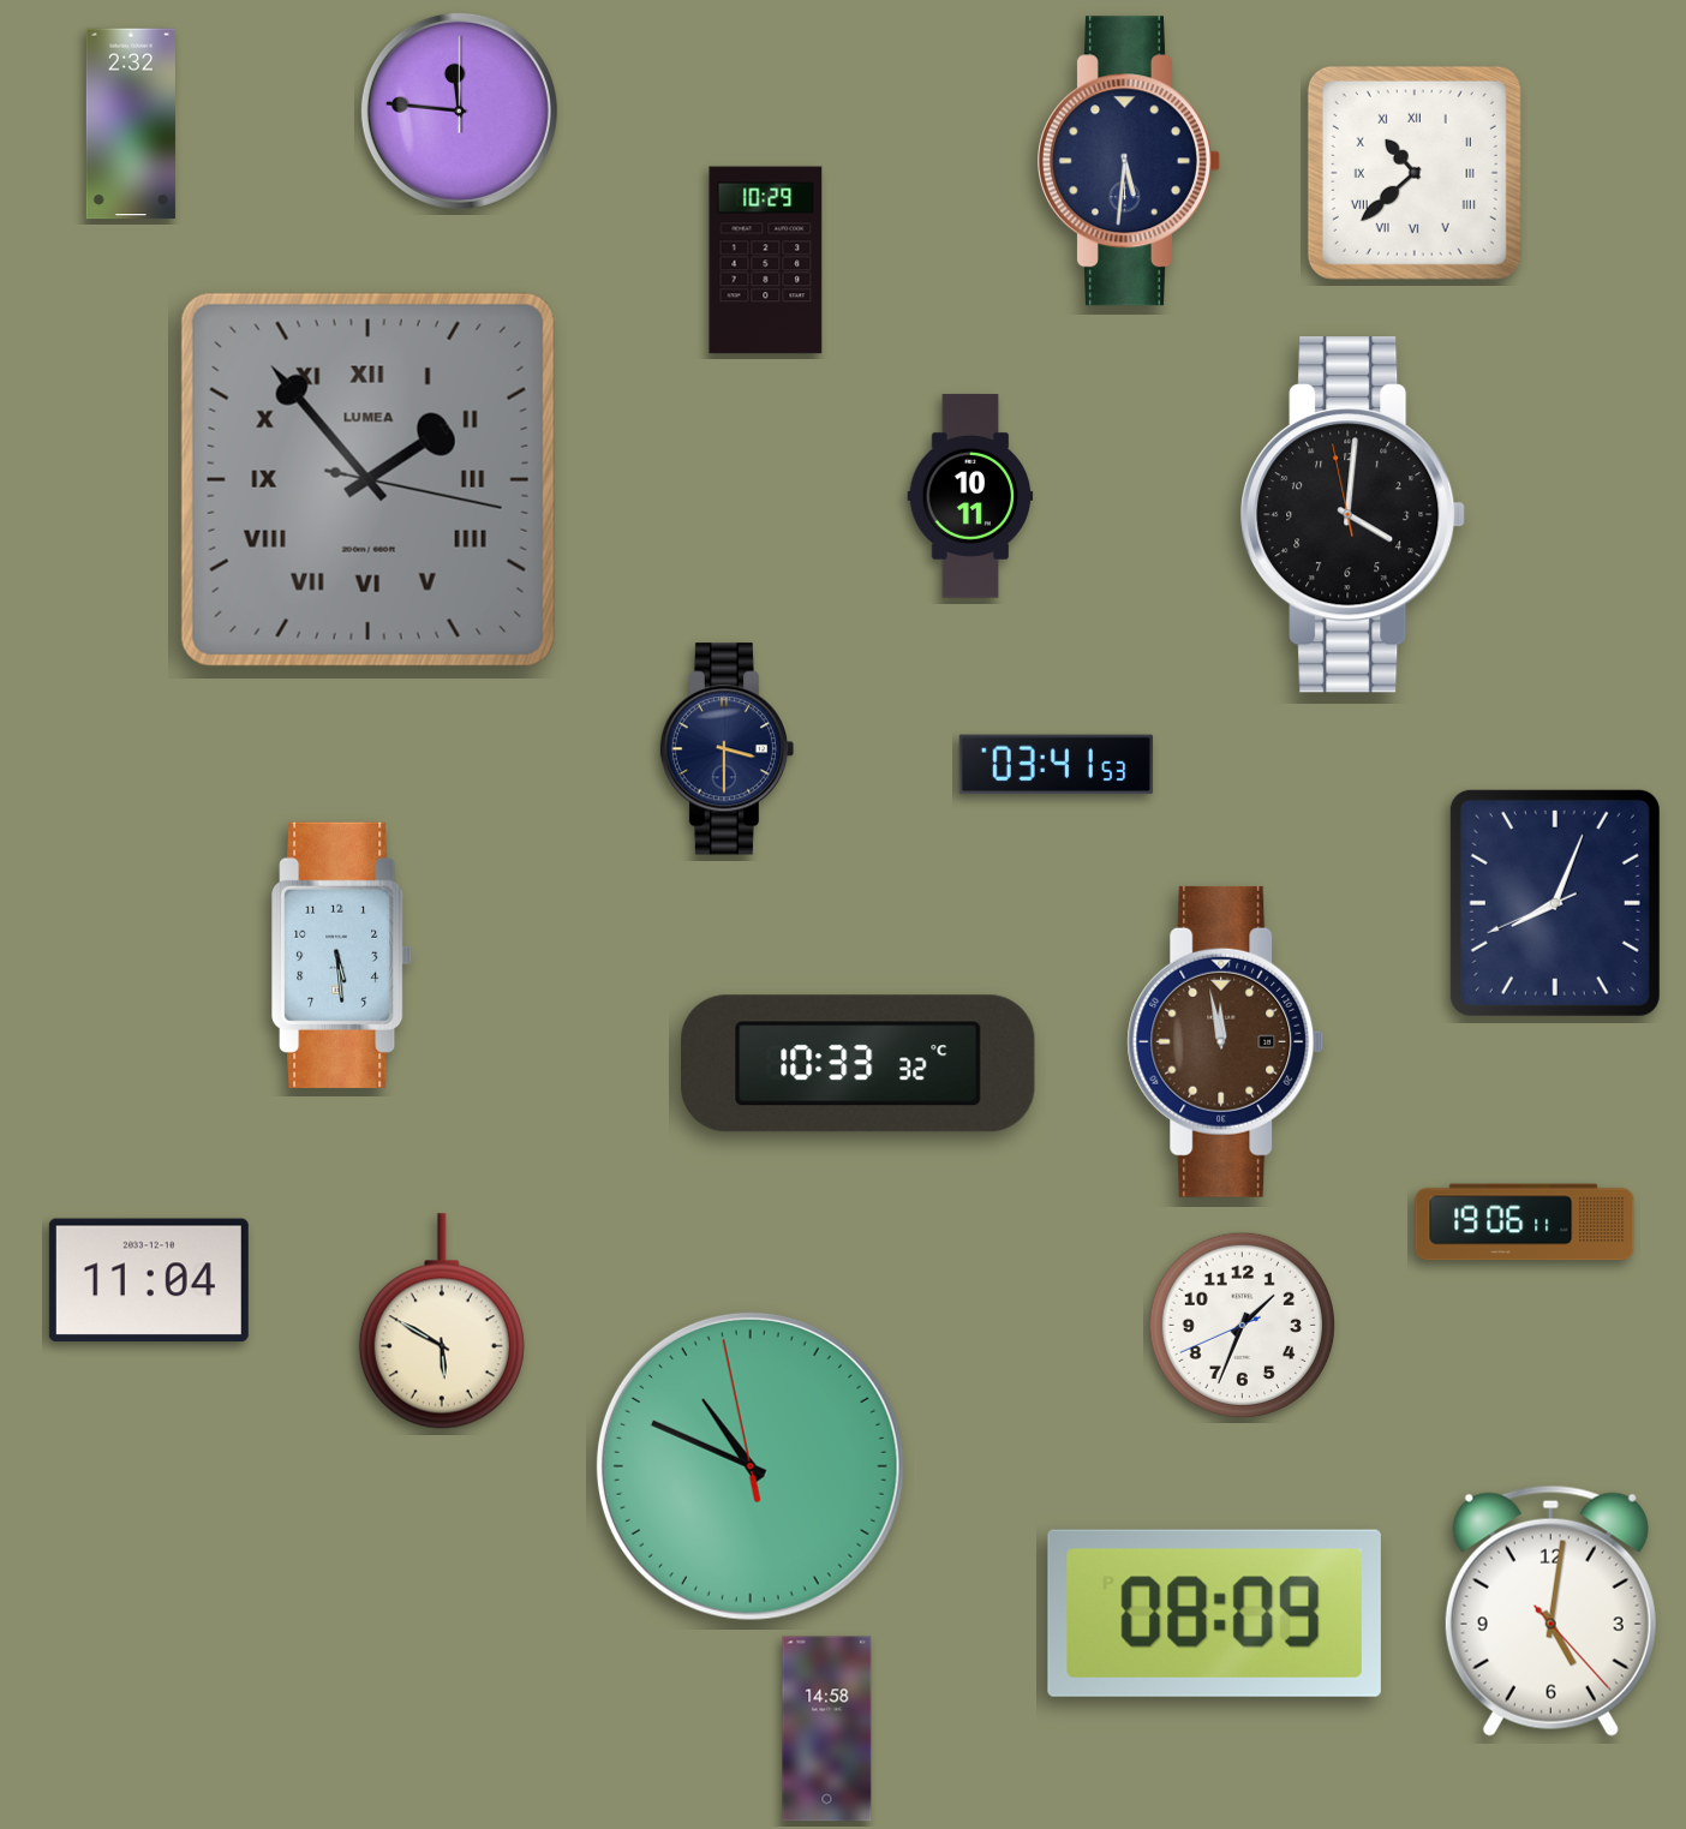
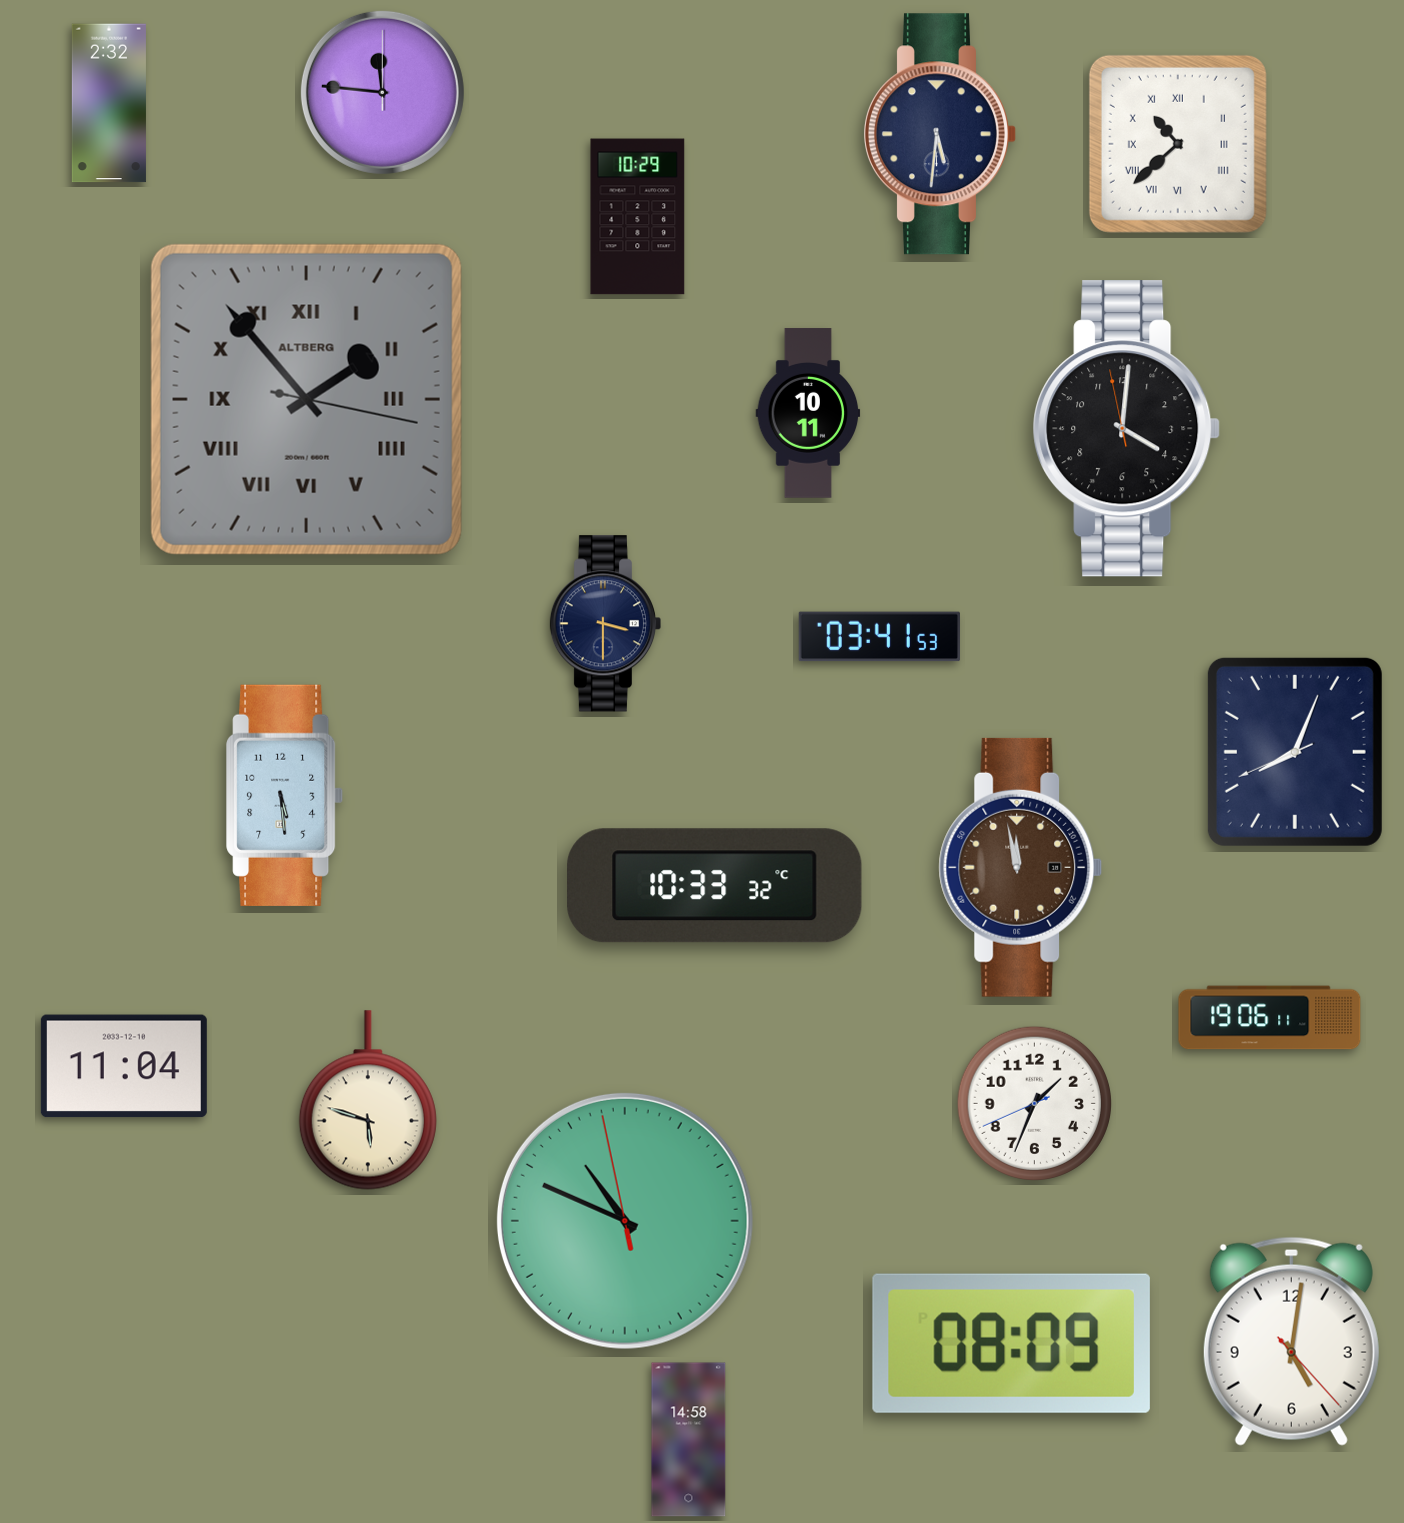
clock at (367, 479) brand: LUMEA -> ALTBERG
clock at (442, 1321): 5:50 -> 5:48
